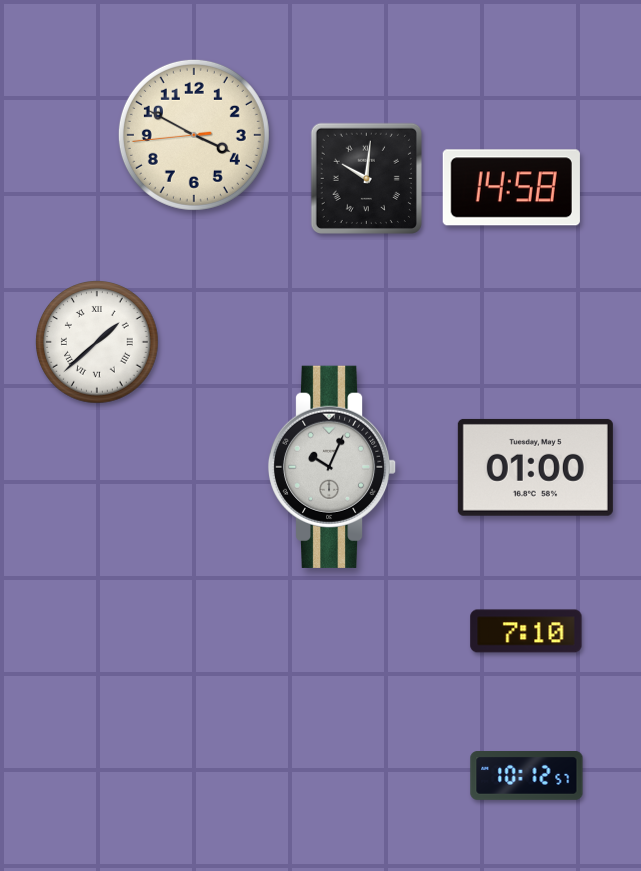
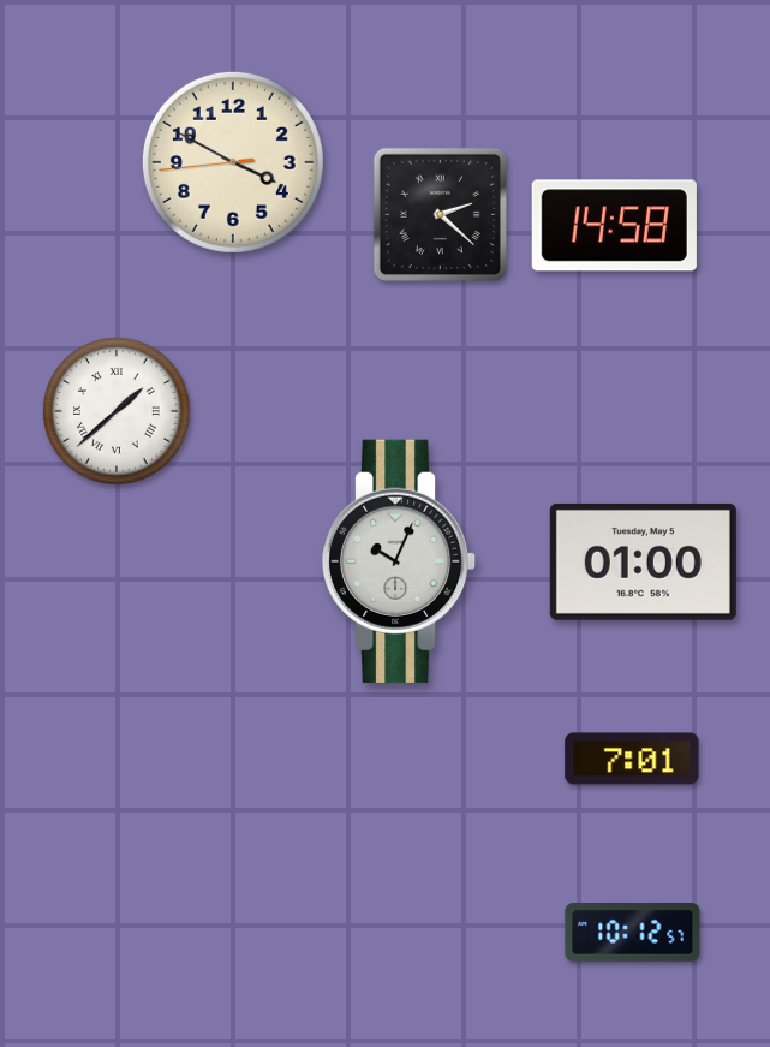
clock at (366, 178): 10:01 -> 2:22
clock at (526, 631): 7:10 -> 7:01
